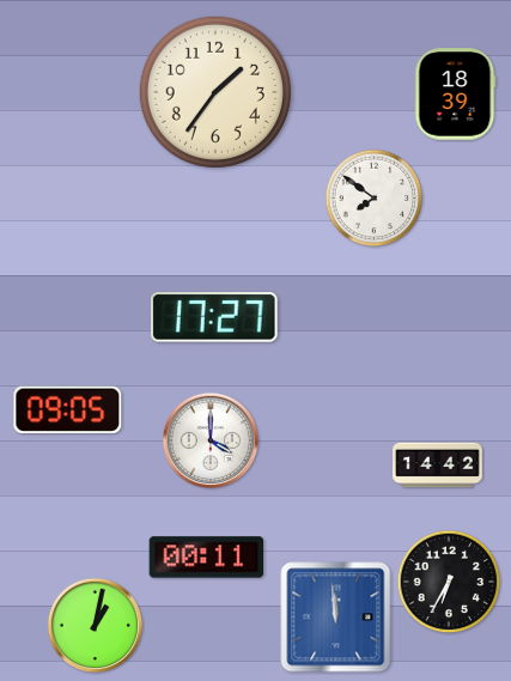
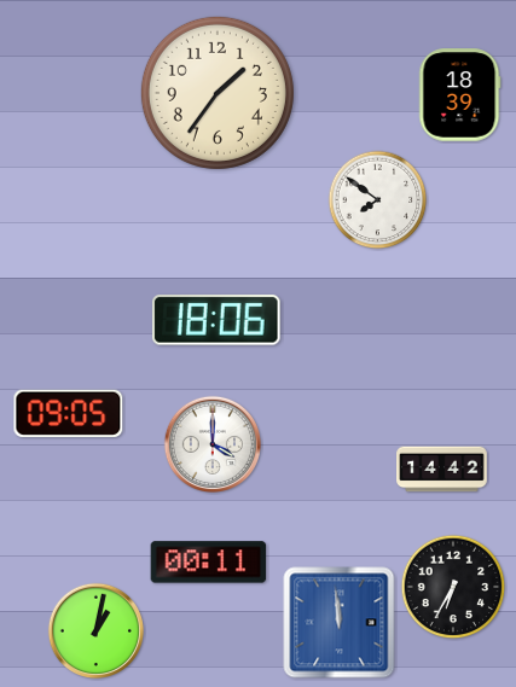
clock at (214, 318): 17:27 -> 18:06
